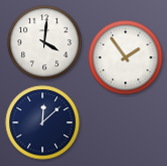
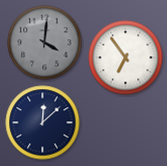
clock at (45, 43) dial: white -> grey
clock at (126, 58): 1:54 -> 6:54
